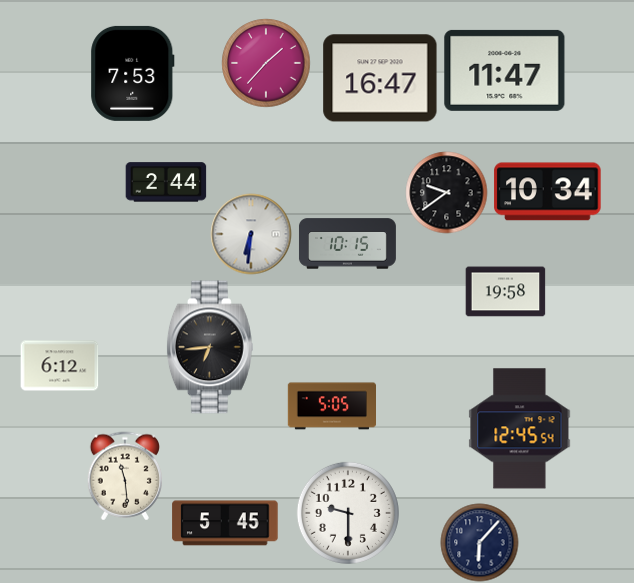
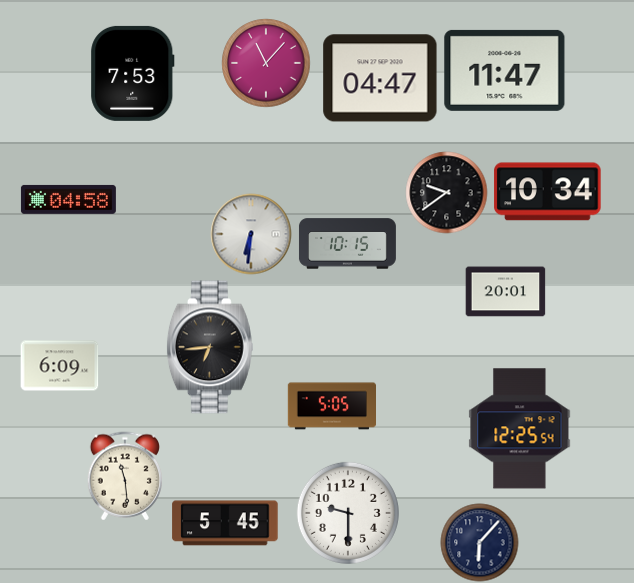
clock at (266, 63): 1:37 -> 11:07
clock at (380, 78): 16:47 -> 04:47
clock at (166, 182): 2:44 -> none
clock at (68, 199): none -> 04:58
clock at (505, 292): 19:58 -> 20:01
clock at (59, 366): 6:12 -> 6:09
clock at (520, 429): 12:45 -> 12:25
